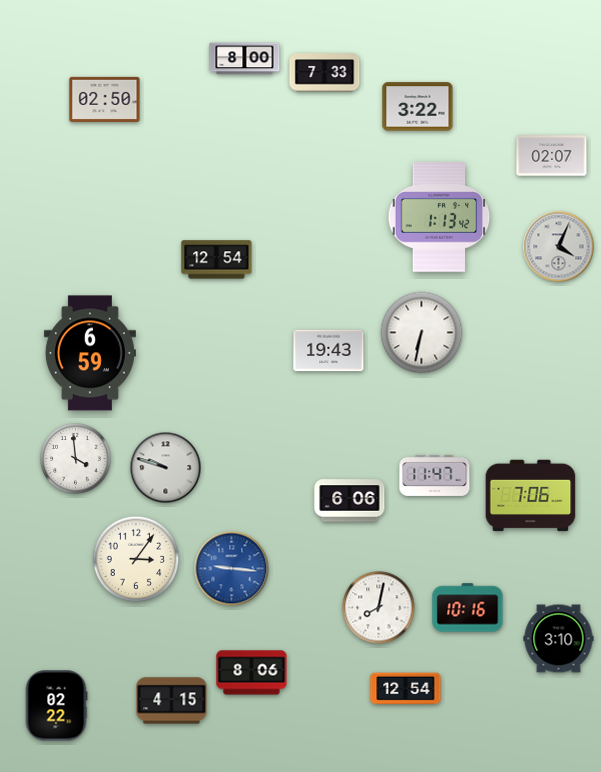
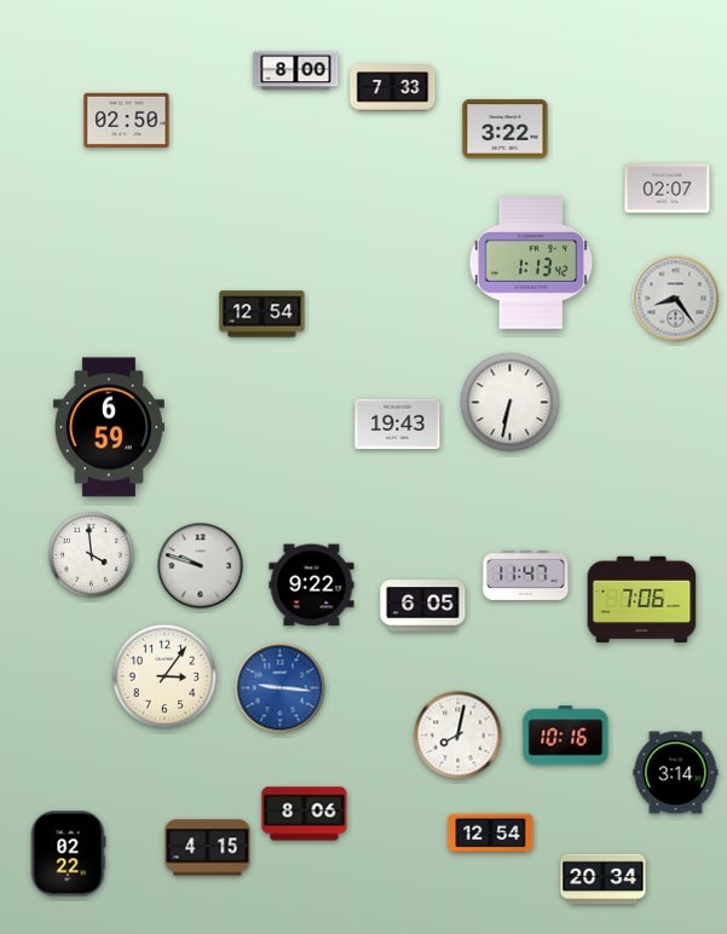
clock at (559, 247): 4:04 -> 8:24
clock at (312, 586): none -> 9:22
clock at (350, 501): 6:06 -> 6:05
clock at (559, 639): 3:10 -> 3:14
clock at (604, 880): none -> 20:34
